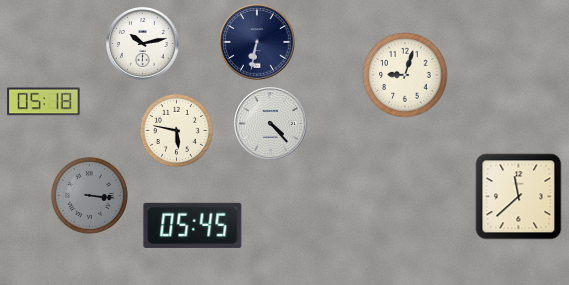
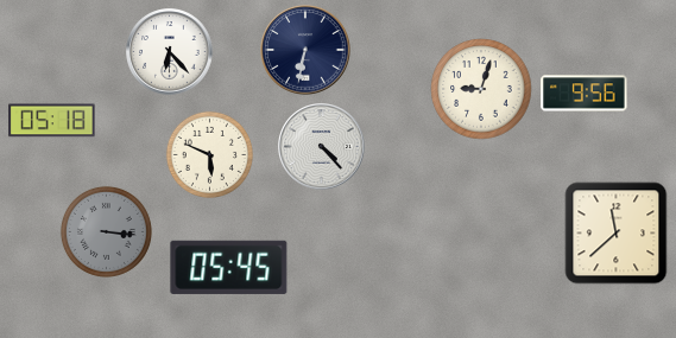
clock at (143, 44): 10:13 -> 6:23
clock at (585, 94): none -> 9:56
clock at (176, 130): 5:47 -> 5:49
